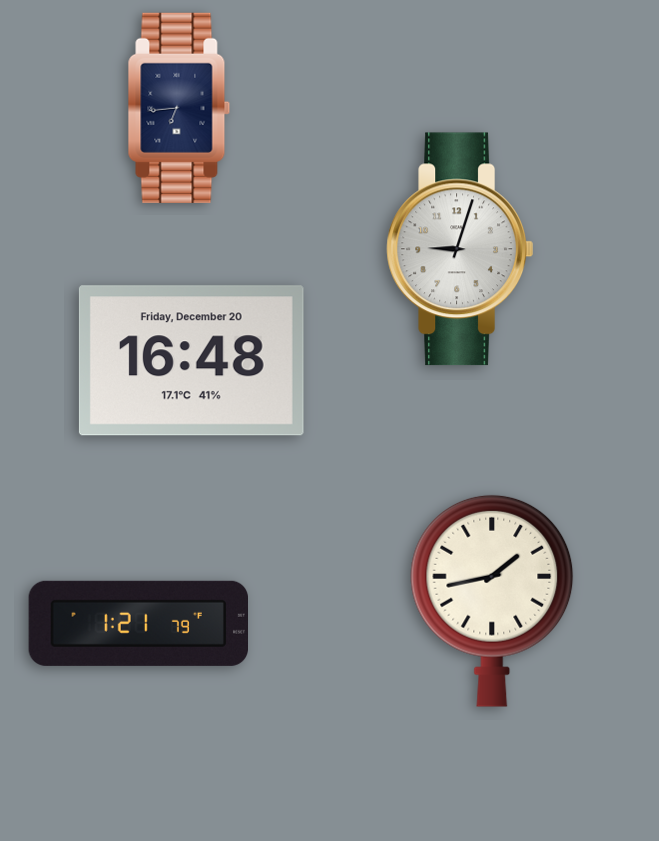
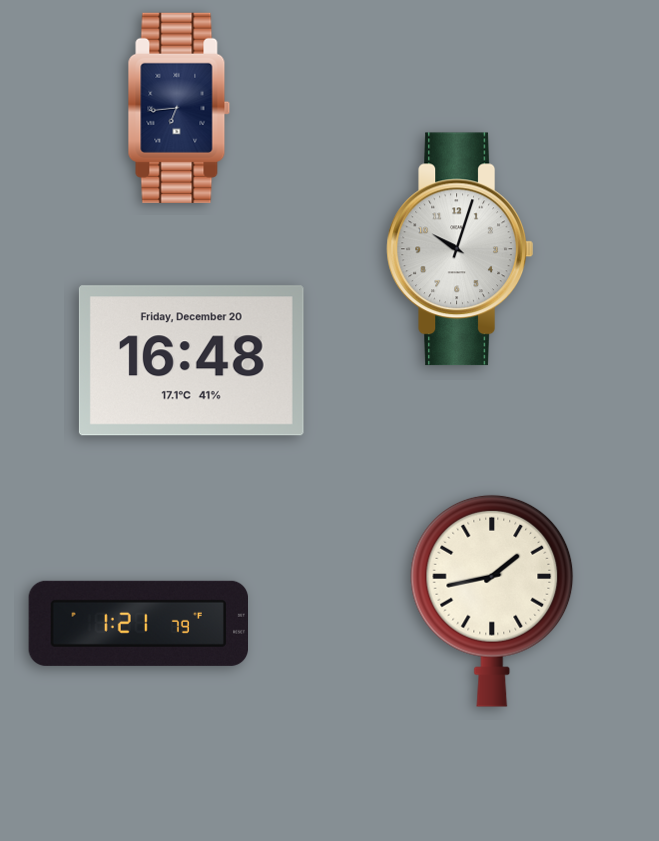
clock at (460, 249): 9:03 -> 10:03
